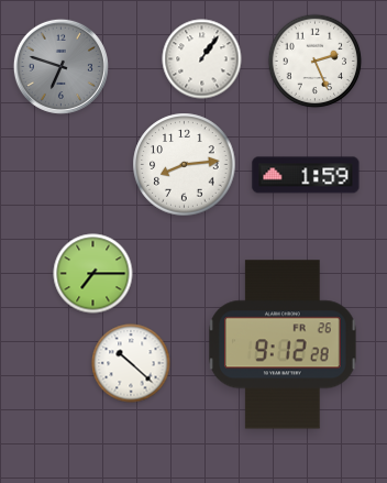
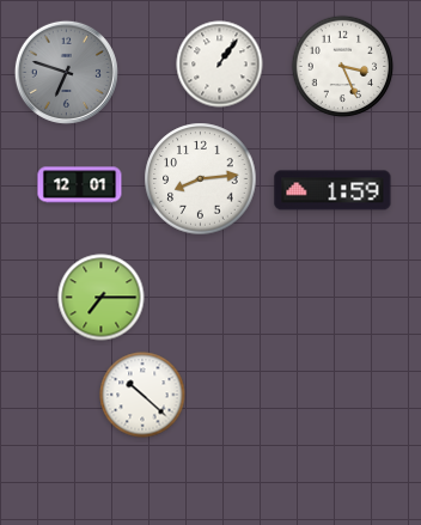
clock at (316, 62): 2:26 -> 3:26
clock at (80, 185): none -> 12:01
clock at (283, 344): 9:12 -> none
